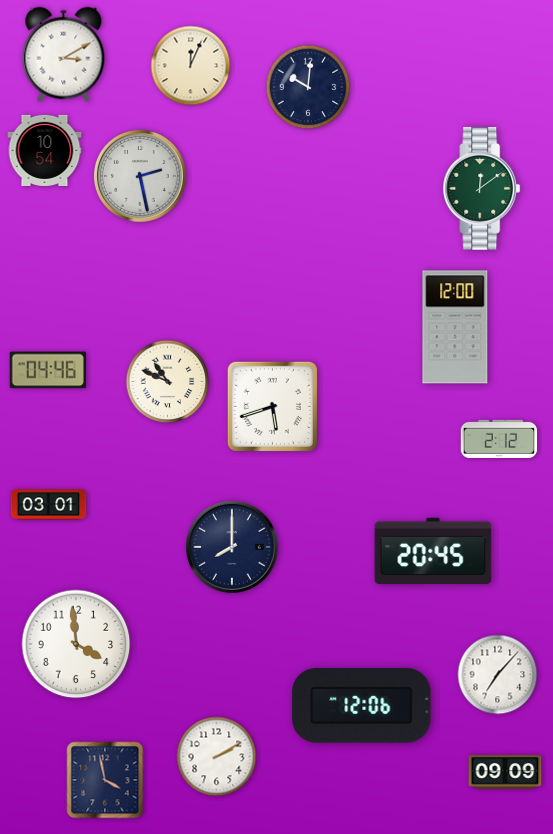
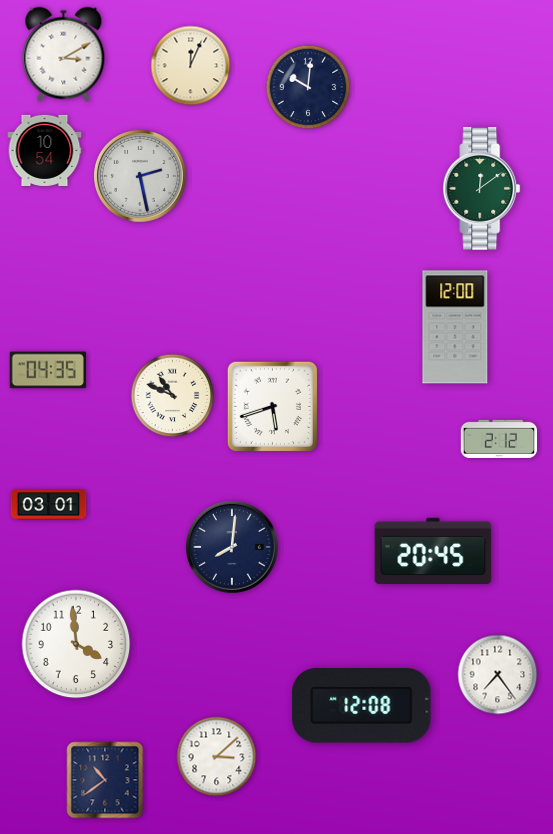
clock at (47, 370): 04:46 -> 04:35
clock at (168, 382) position: (168, 382) -> (173, 396)
clock at (233, 548): 8:00 -> 8:01
clock at (498, 675): 7:07 -> 7:24
clock at (362, 706): 12:06 -> 12:08
clock at (217, 757): 2:10 -> 3:08
clock at (505, 772): 09:09 -> none
clock at (105, 780): 3:58 -> 10:39
